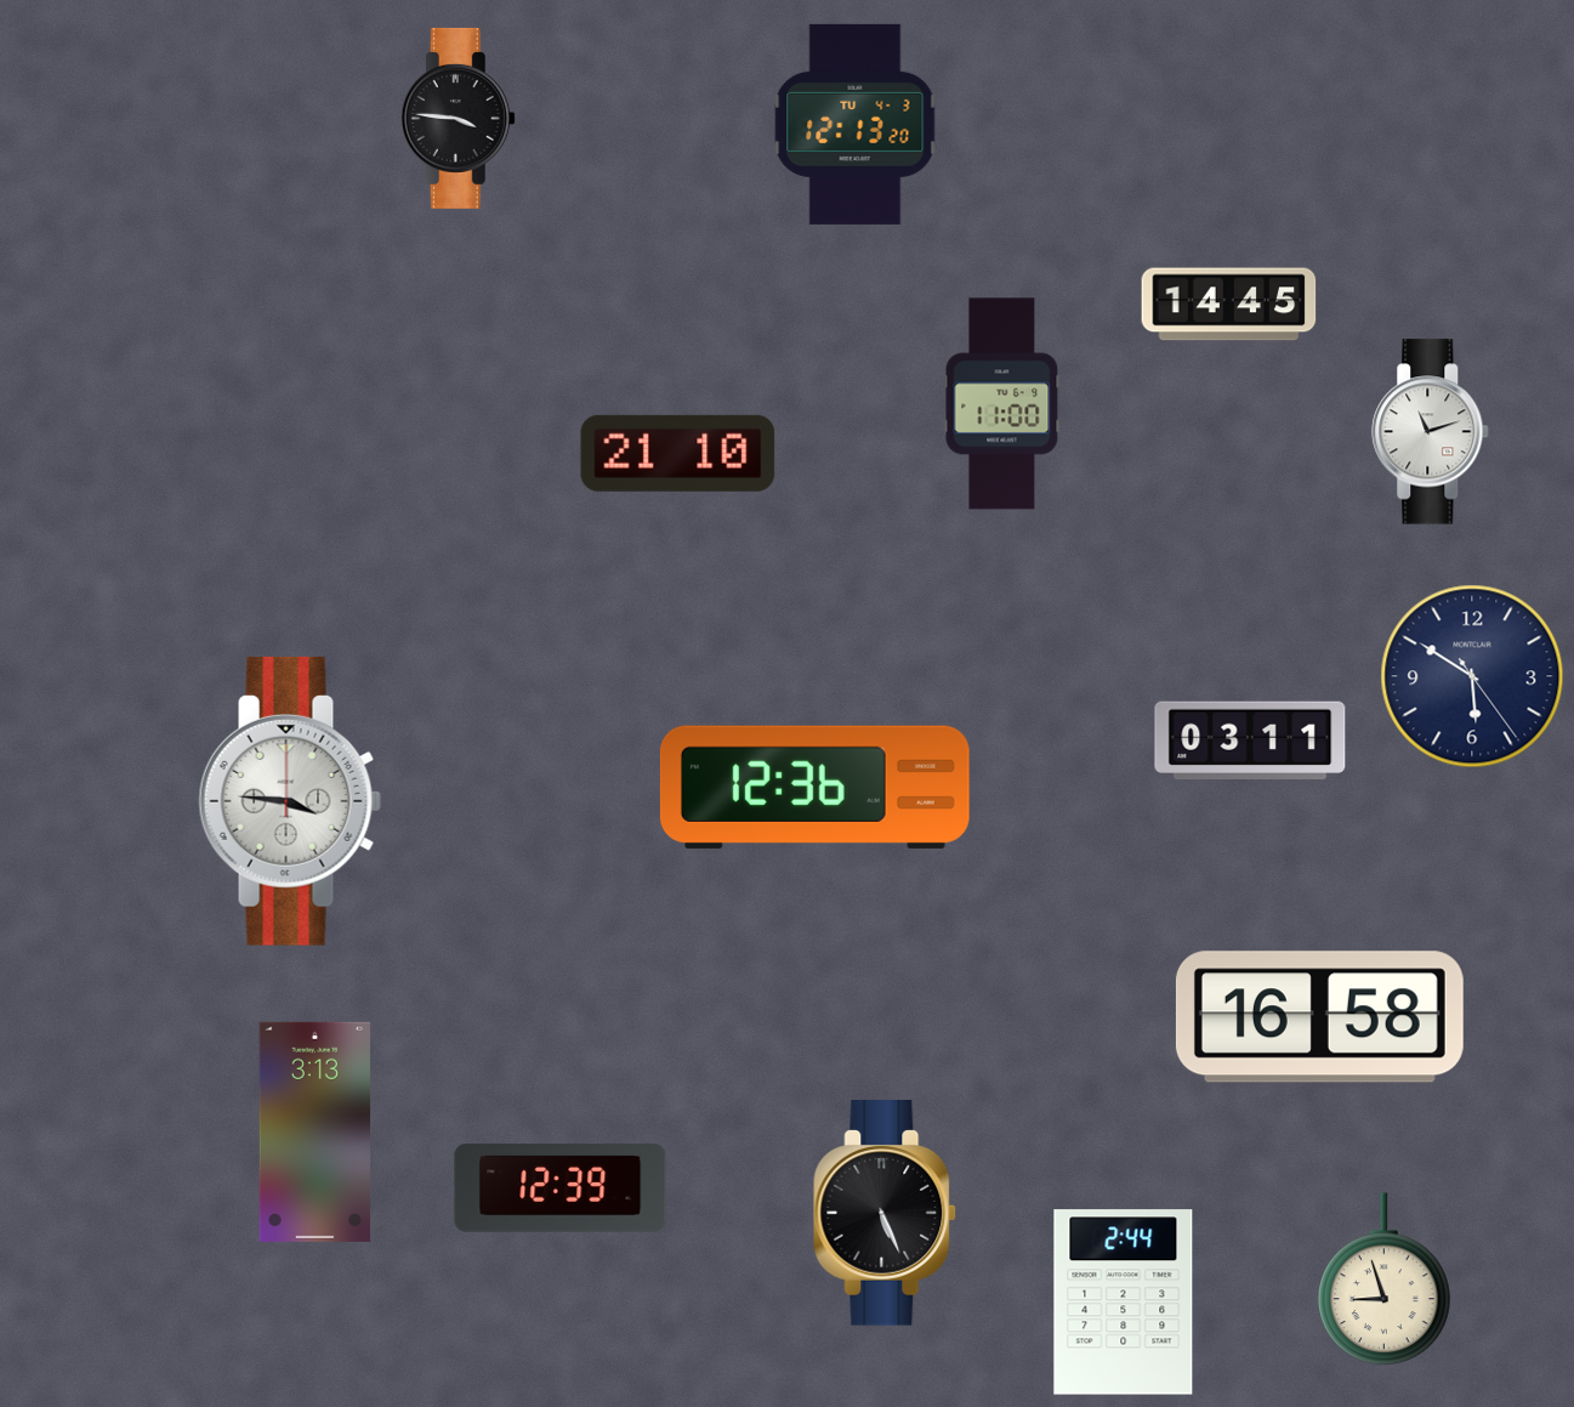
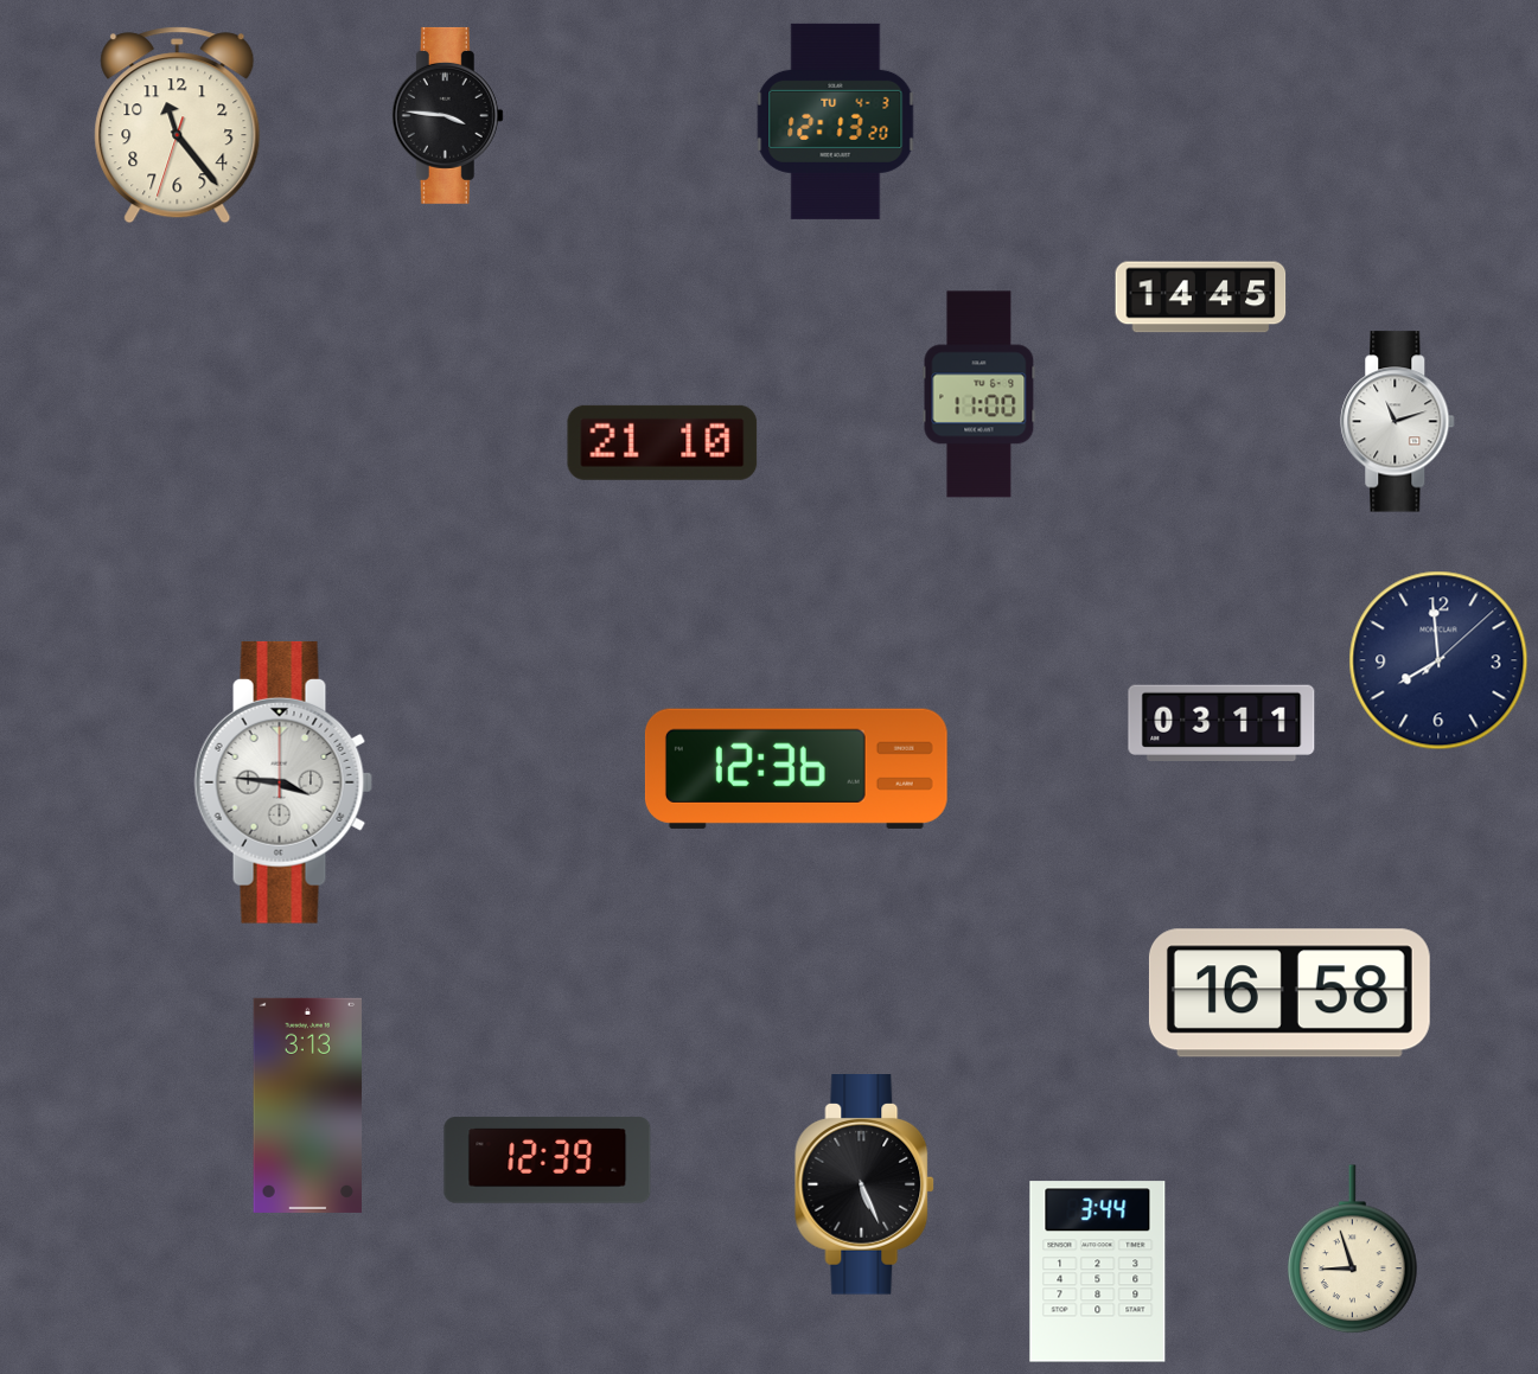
clock at (178, 126): none -> 11:23
clock at (1472, 676): 5:50 -> 7:59
clock at (1124, 1303): 2:44 -> 3:44
